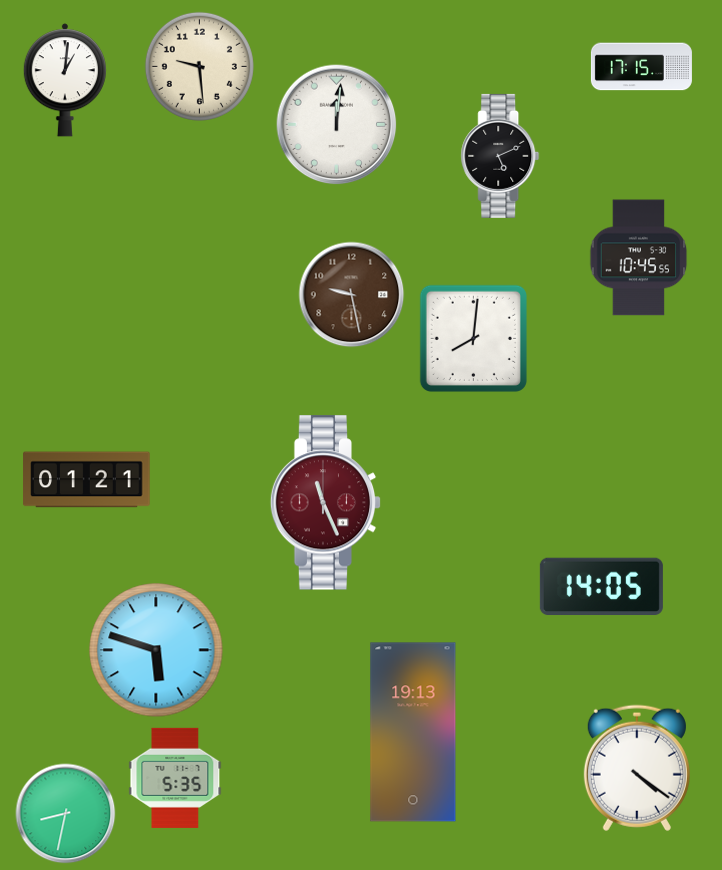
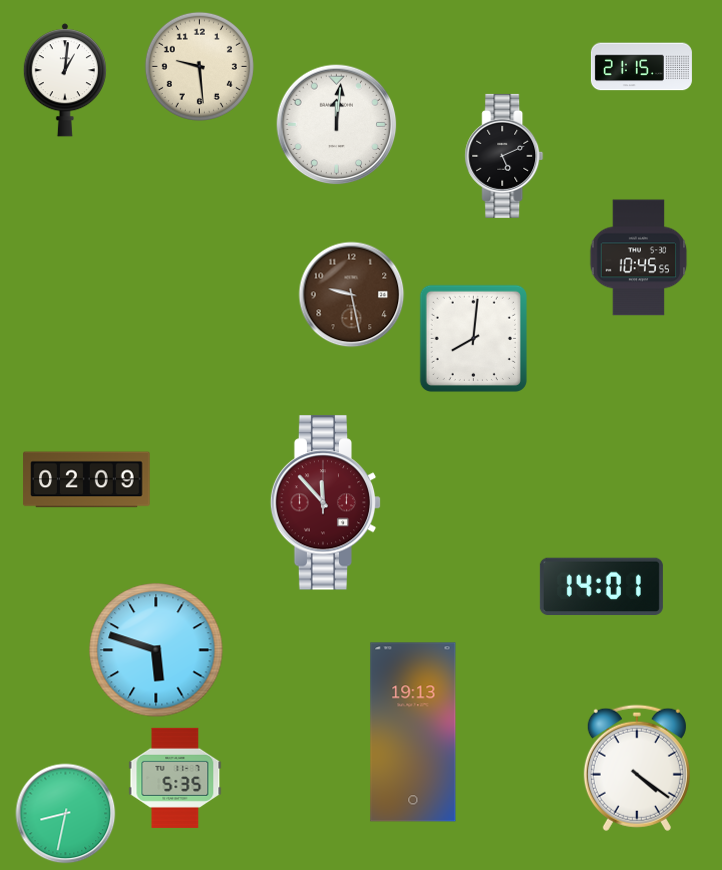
clock at (641, 67): 17:15 -> 21:15
clock at (500, 156) position: (500, 156) -> (504, 156)
clock at (87, 480): 01:21 -> 02:09
clock at (326, 503): 11:26 -> 11:53
clock at (601, 587): 14:05 -> 14:01
